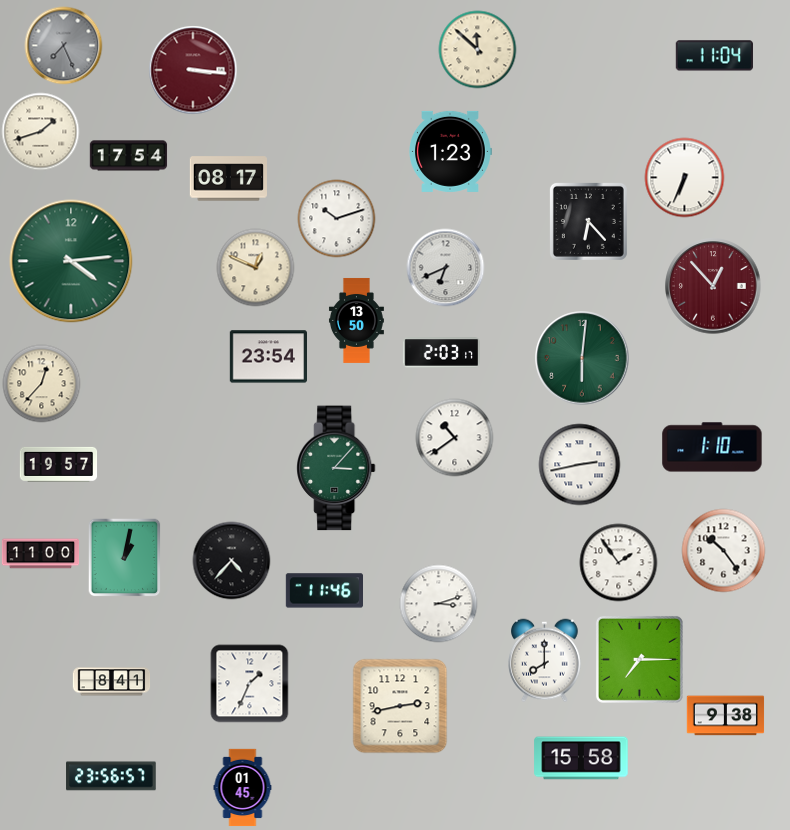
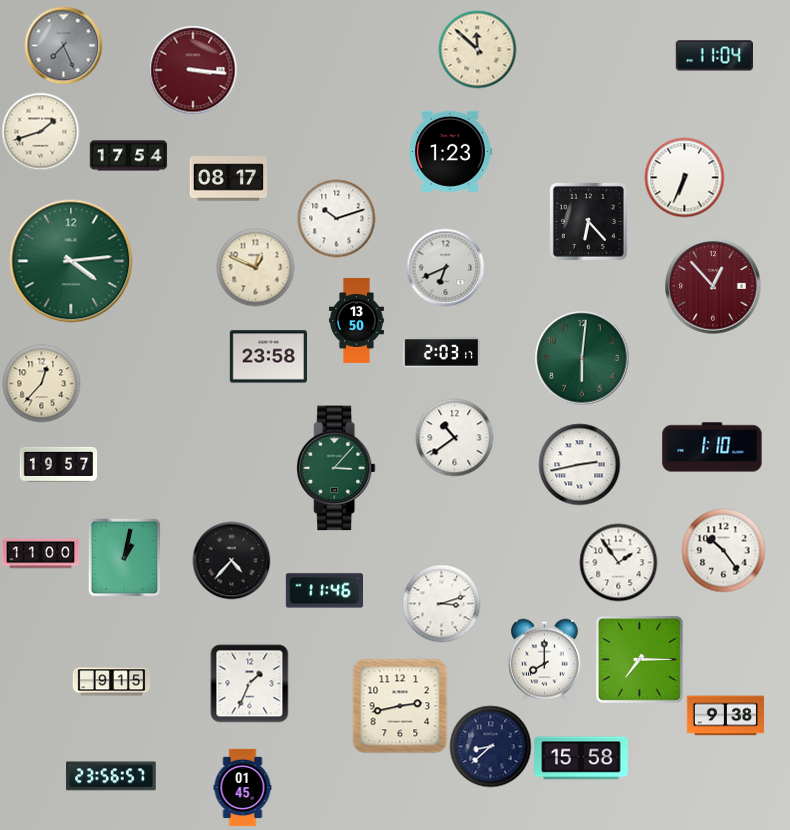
clock at (268, 357): 23:54 -> 23:58
clock at (438, 603) position: (438, 603) -> (441, 603)
clock at (111, 682): 8:41 -> 9:15
clock at (490, 746): none -> 8:38
